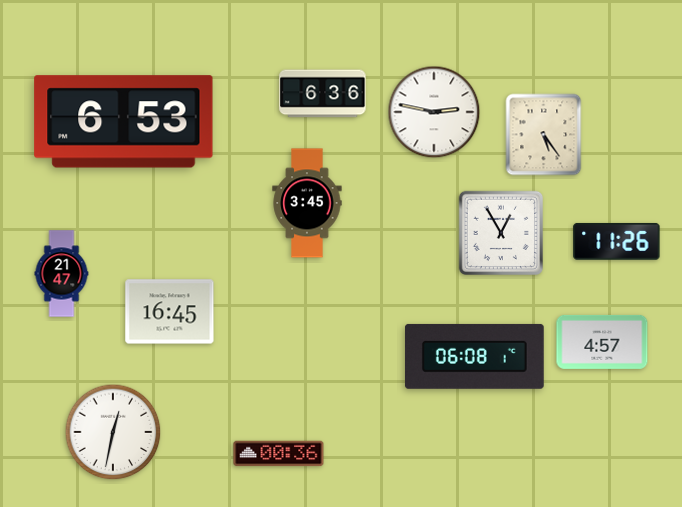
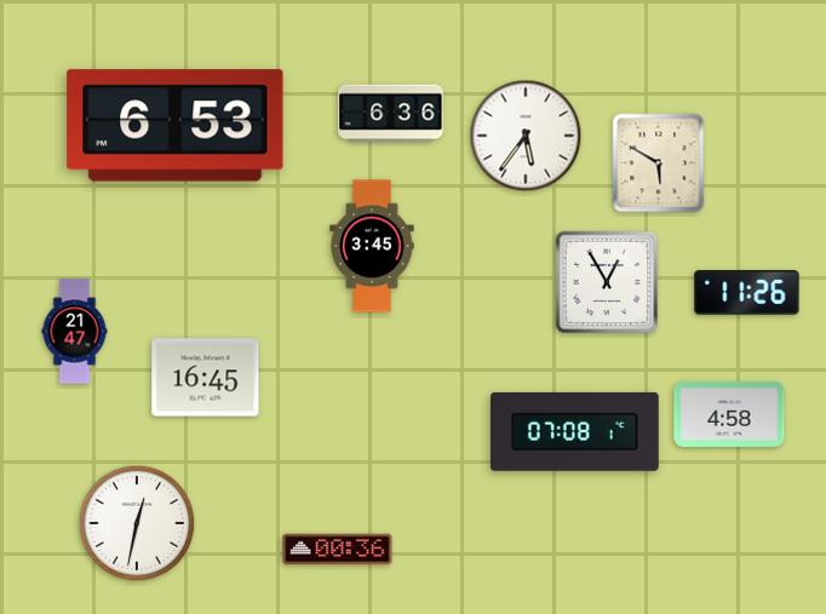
clock at (434, 112): 2:47 -> 5:36
clock at (124, 122) position: (124, 122) -> (176, 126)
clock at (544, 135): 5:24 -> 5:50
clock at (602, 342): 4:57 -> 4:58
clock at (474, 356): 06:08 -> 07:08
